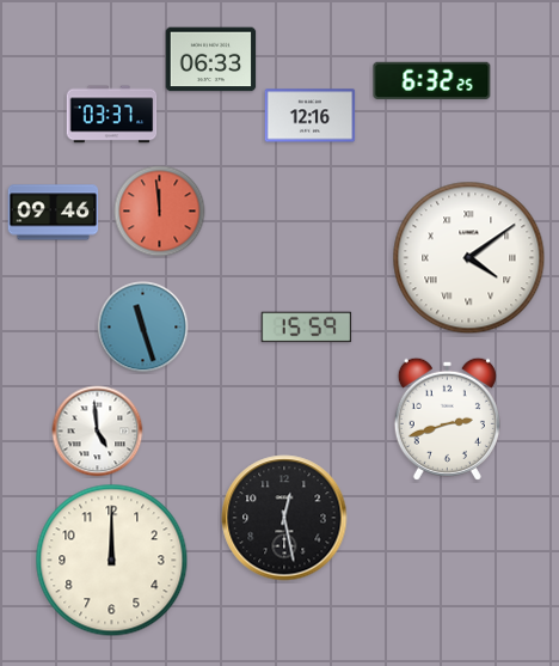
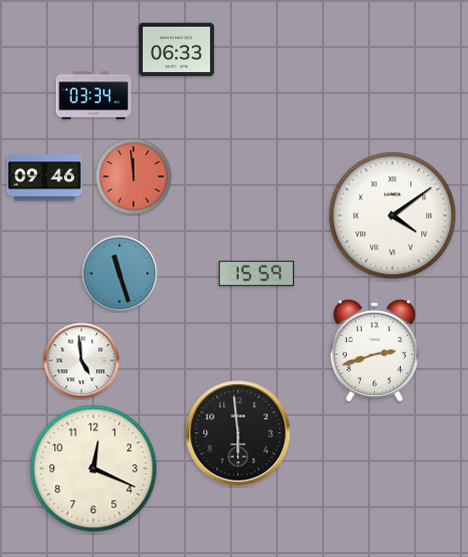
clock at (432, 80): 6:32 -> none
clock at (112, 115): 03:37 -> 03:34
clock at (311, 116): 12:16 -> none
clock at (284, 518): 12:28 -> 5:59
clock at (112, 561): 12:00 -> 12:19
